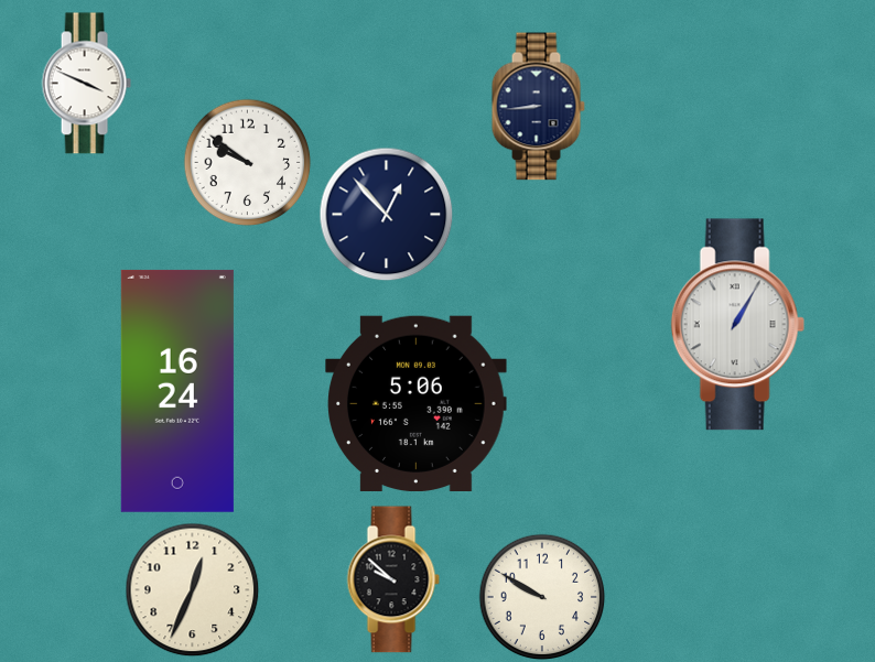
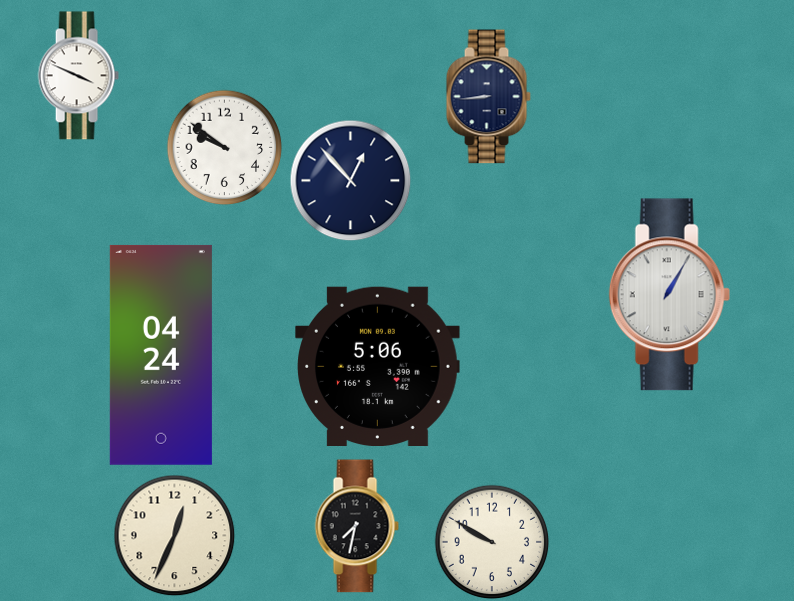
clock at (386, 214) position: (386, 214) -> (350, 180)
clock at (177, 391): 16:24 -> 04:24
clock at (393, 579): 9:52 -> 7:32
